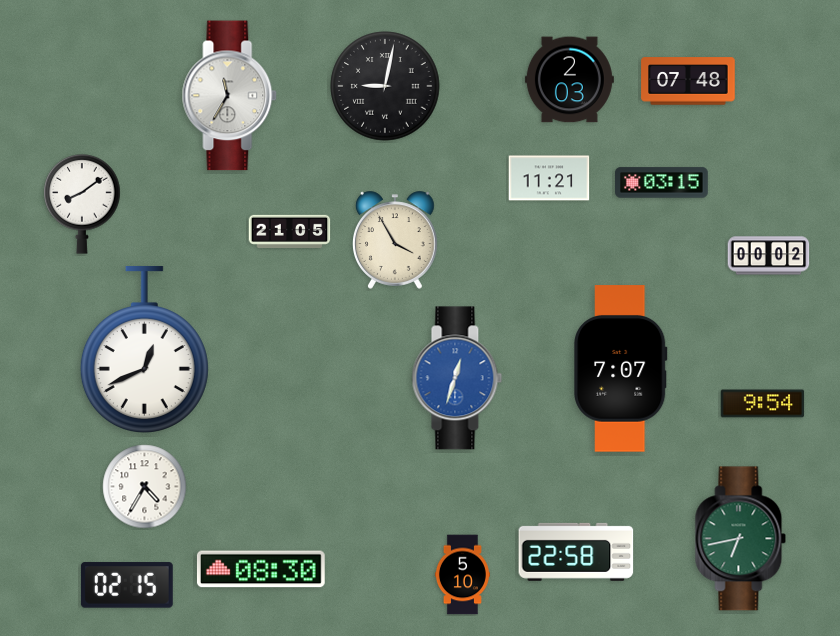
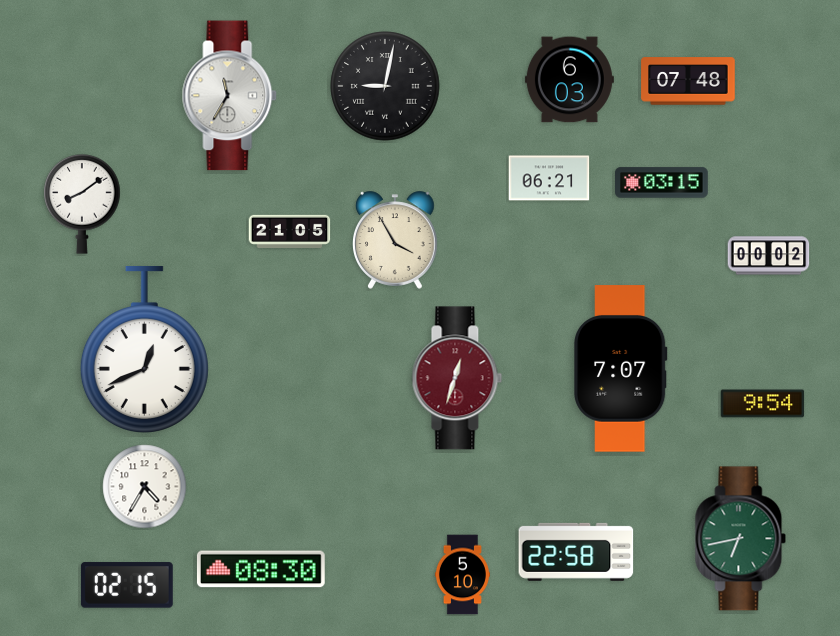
clock at (569, 80): 2:03 -> 6:03
clock at (549, 178): 11:21 -> 06:21
clock at (457, 378) dial: blue -> burgundy
